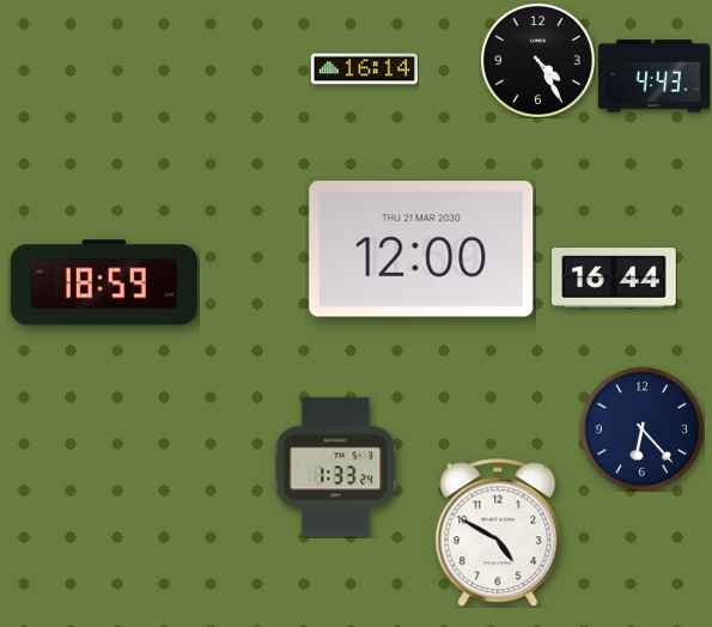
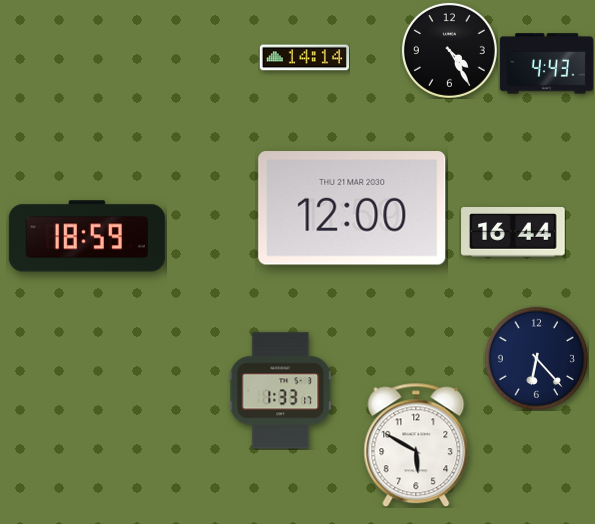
clock at (364, 69): 16:14 -> 14:14
clock at (336, 468): 1:33:24 -> 1:33:17
clock at (498, 532): 4:50 -> 5:50
